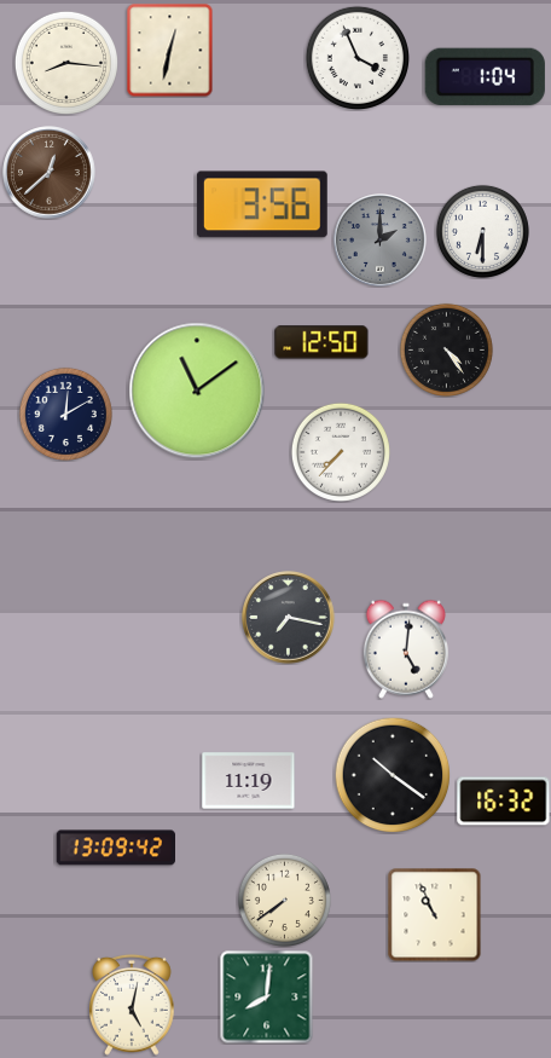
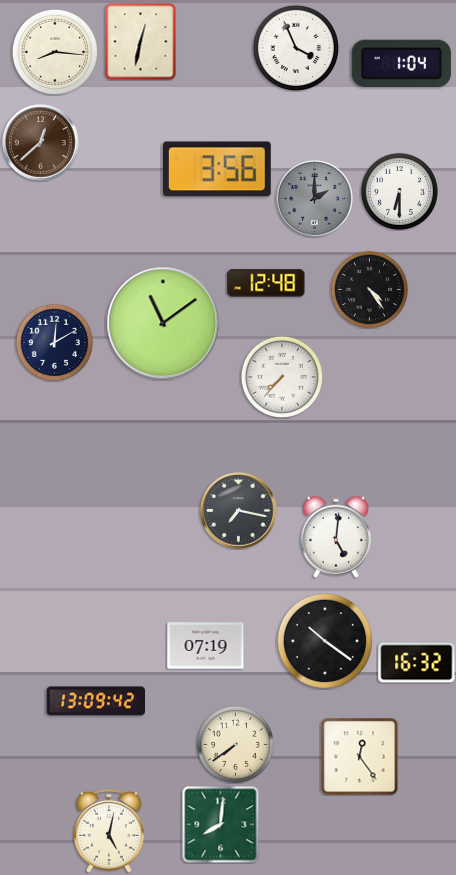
clock at (321, 342): 12:50 -> 12:48
clock at (341, 452) position: (341, 452) -> (282, 377)
clock at (249, 781): 11:19 -> 07:19
clock at (434, 914): 10:56 -> 12:24
